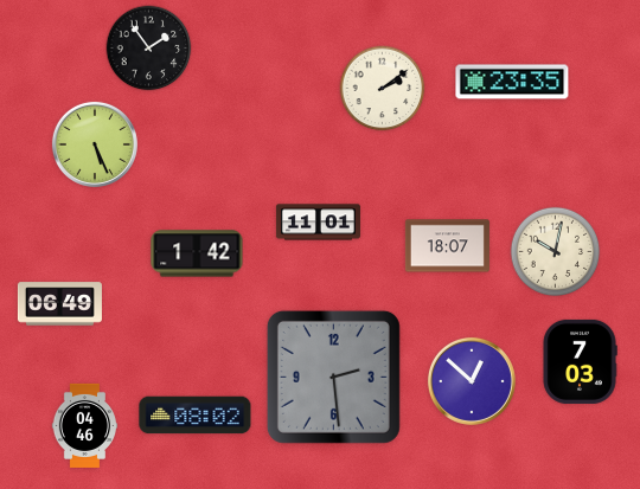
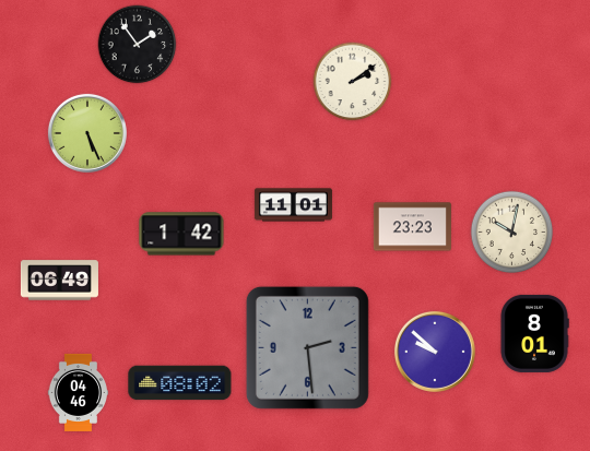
clock at (512, 82): 23:35 -> none
clock at (447, 246): 18:07 -> 23:23
clock at (59, 304) position: (59, 304) -> (59, 281)
clock at (580, 361): 7:03 -> 8:01
clock at (472, 381): 12:52 -> 9:52
